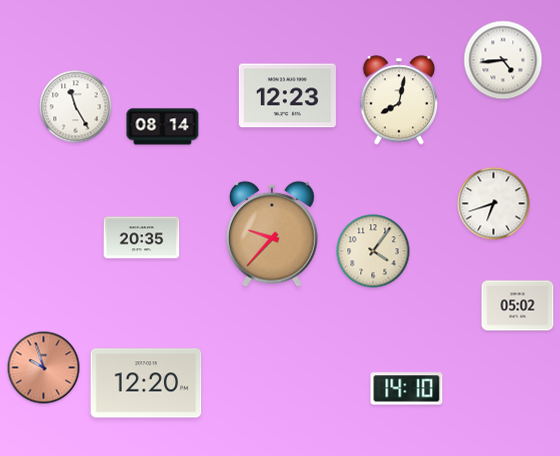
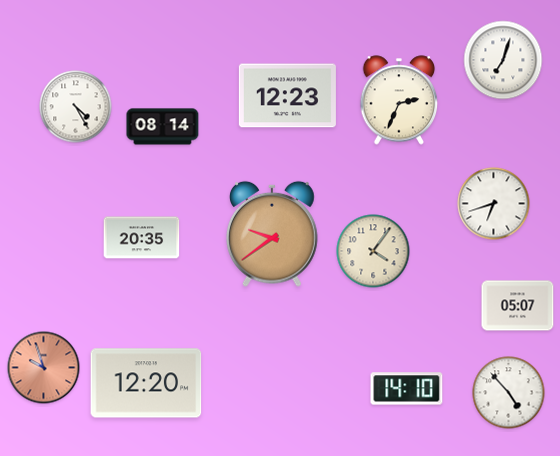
clock at (503, 60): 4:44 -> 7:03
clock at (399, 100): 8:02 -> 2:34
clock at (76, 107): 11:25 -> 4:25
clock at (273, 234): 9:37 -> 9:39
clock at (518, 306): 05:02 -> 05:07
clock at (509, 393): none -> 4:53
